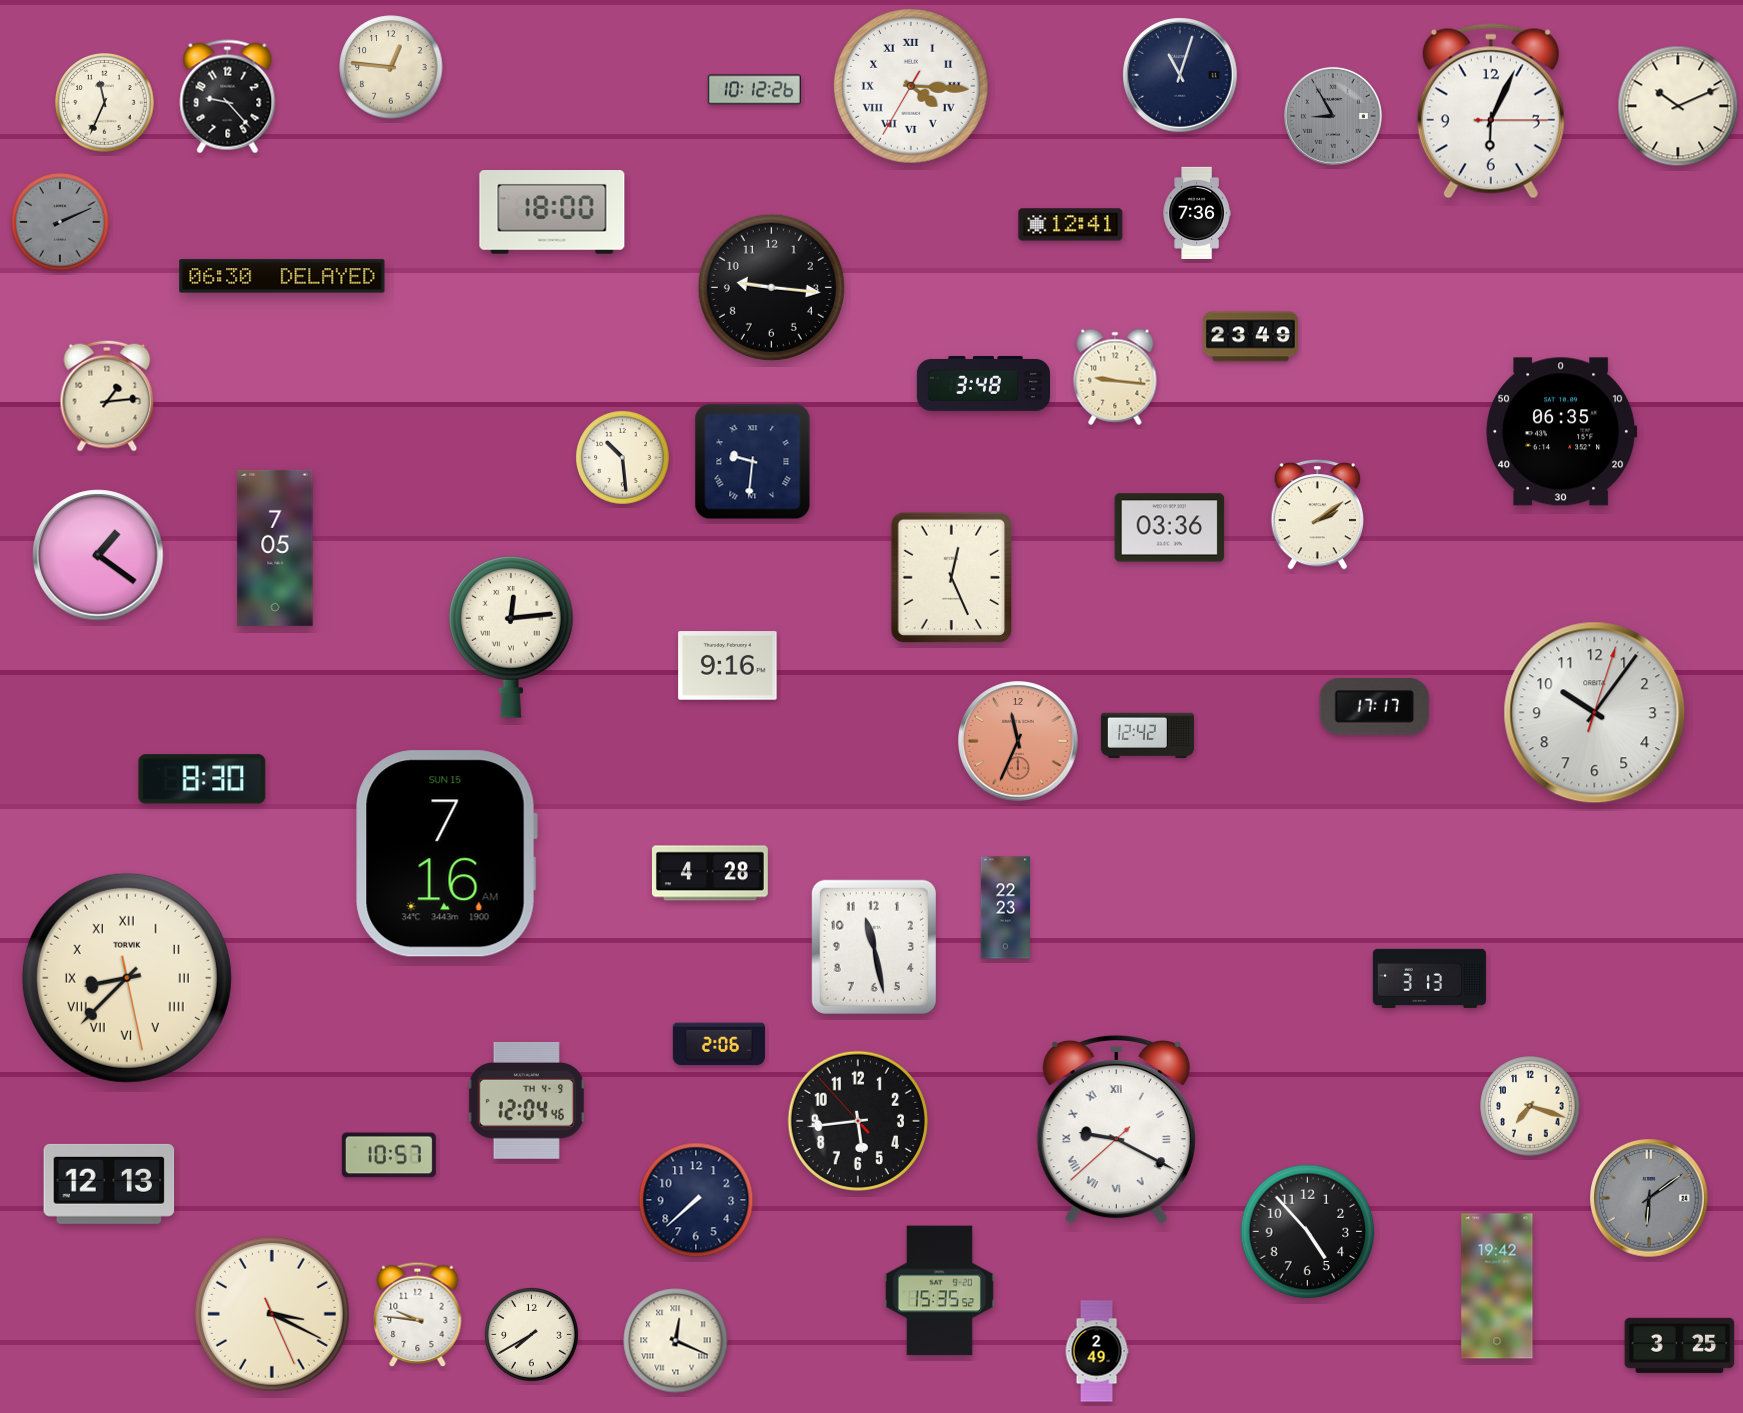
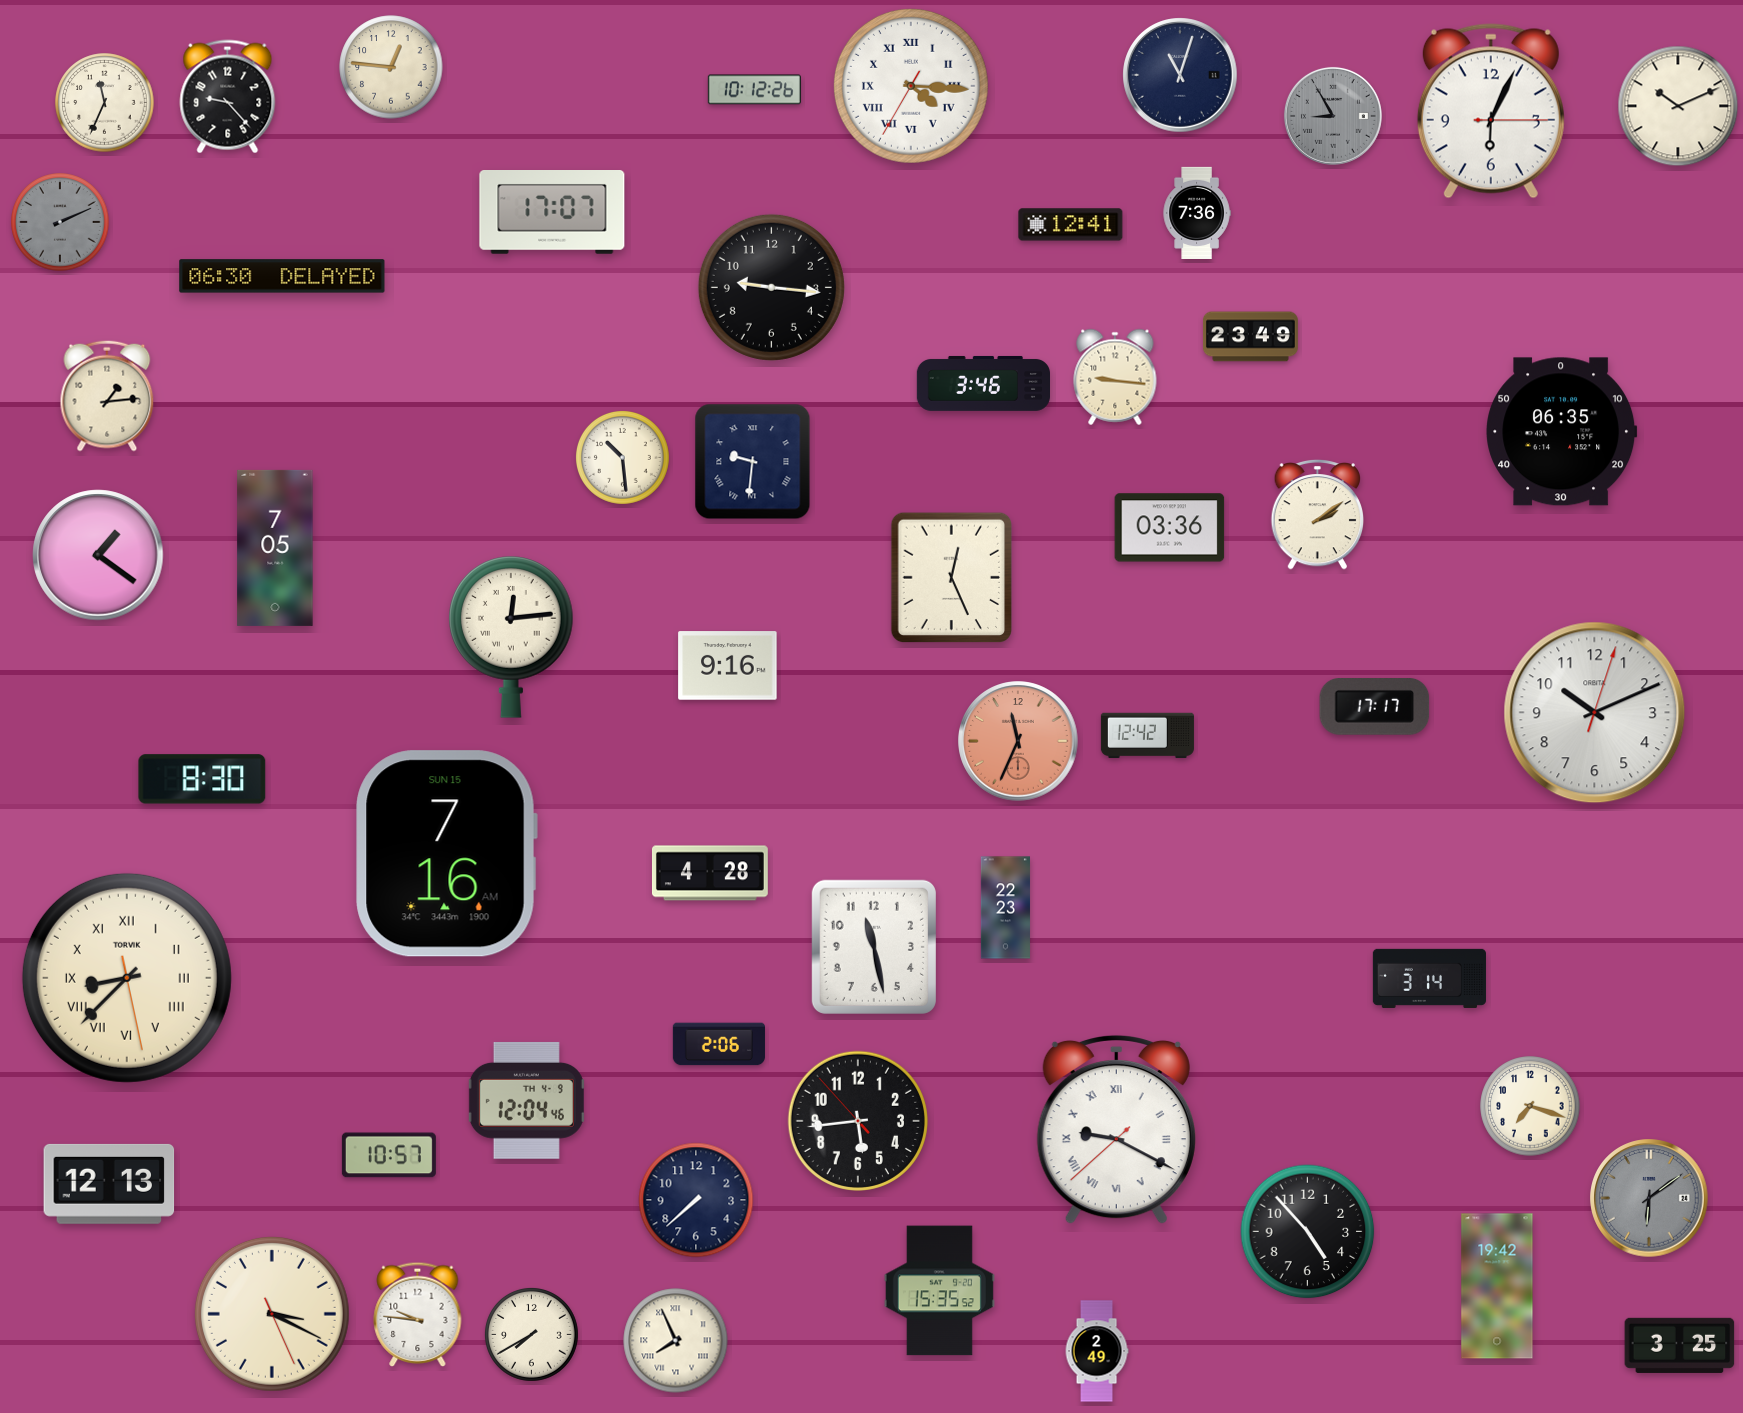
clock at (552, 213): 18:00 -> 17:07
clock at (983, 383): 3:48 -> 3:46
clock at (1595, 713): 10:06 -> 10:11
clock at (1429, 978): 3:13 -> 3:14
clock at (676, 1341): 12:19 -> 7:56
